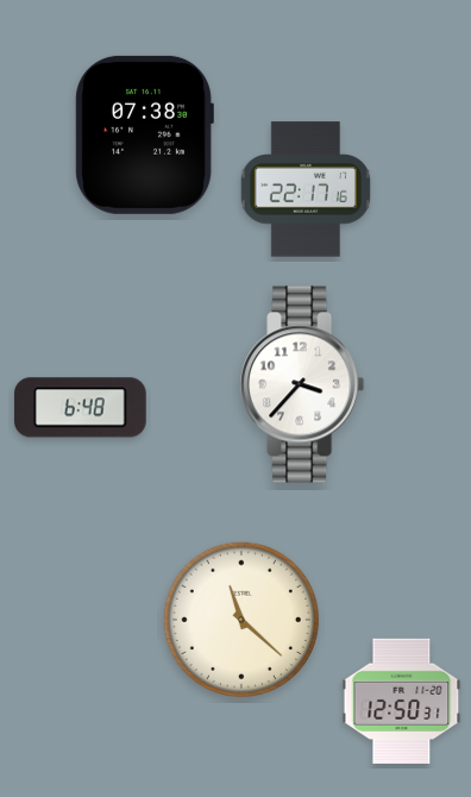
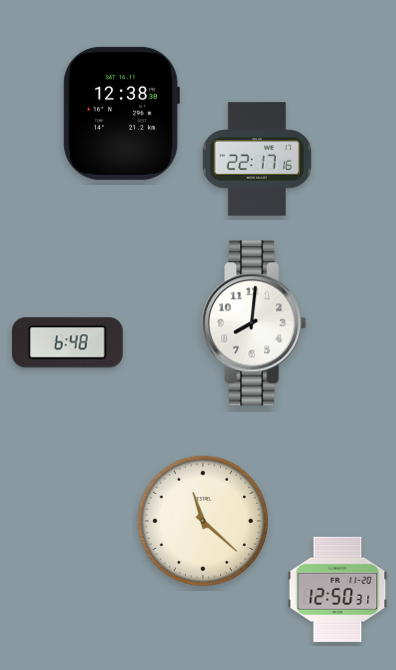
clock at (144, 134): 07:38 -> 12:38
clock at (302, 384): 3:37 -> 8:01
